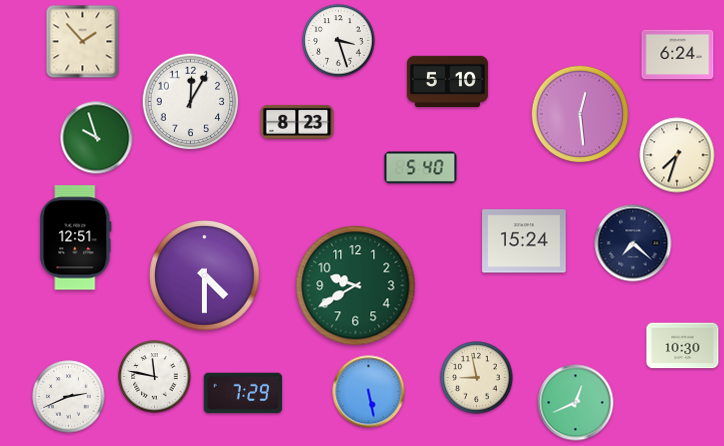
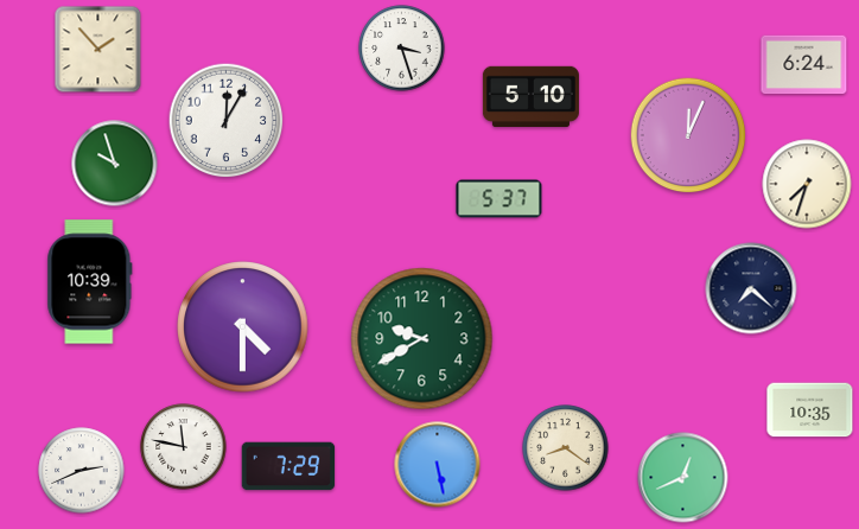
clock at (580, 114): 12:29 -> 12:04
clock at (297, 122): 8:23 -> none
clock at (677, 155) position: (677, 155) -> (807, 184)
clock at (421, 168): 5:40 -> 5:37
clock at (76, 238): 12:51 -> 10:39
clock at (524, 241): 15:24 -> none
clock at (683, 346): 10:30 -> 10:35
clock at (477, 378): 8:58 -> 8:21
